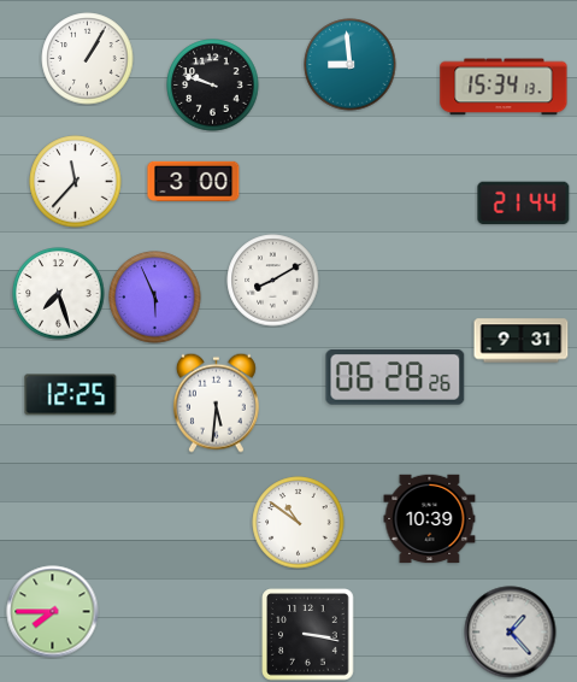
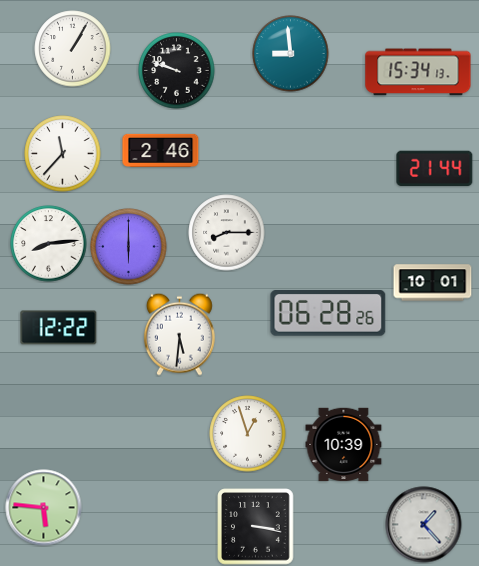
clock at (194, 181): 3:00 -> 2:46
clock at (76, 182) position: (76, 182) -> (63, 154)
clock at (273, 281): 8:10 -> 8:15
clock at (59, 294): 7:27 -> 8:14
clock at (155, 298): 5:56 -> 6:00
clock at (522, 341): 9:31 -> 10:01
clock at (71, 395): 12:25 -> 12:22
clock at (430, 519) position: (430, 519) -> (344, 445)
clock at (299, 523): 10:51 -> 12:57
clock at (53, 612): 7:45 -> 5:46
